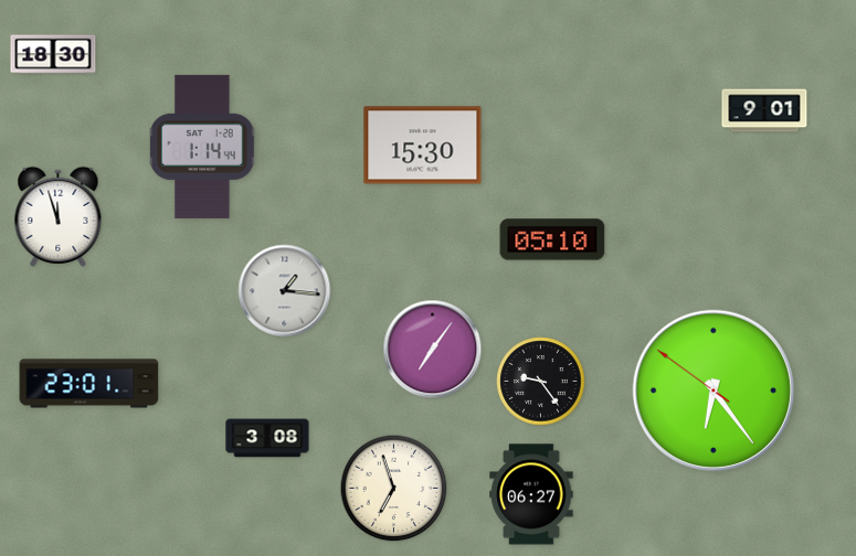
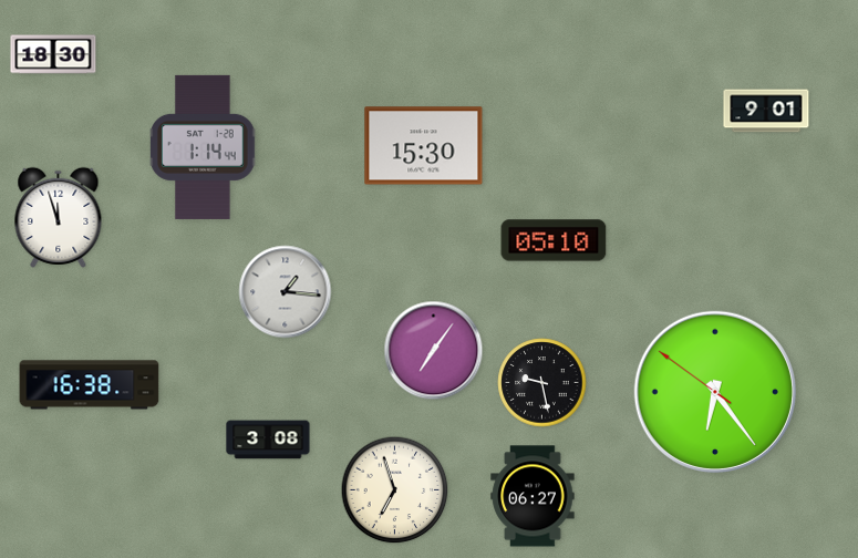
clock at (541, 382): 9:24 -> 9:28
clock at (89, 384): 23:01 -> 16:38
